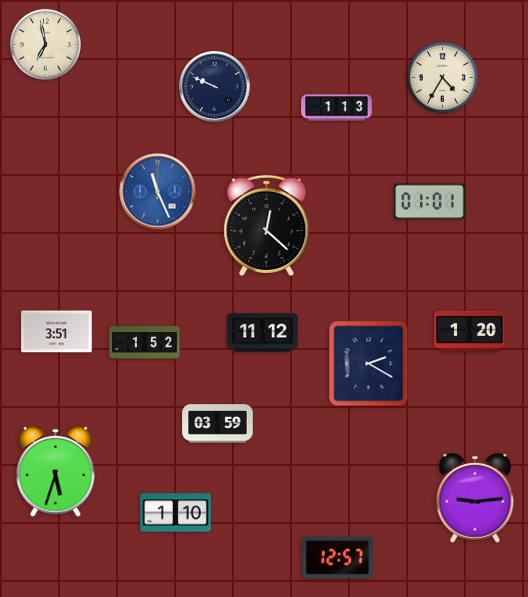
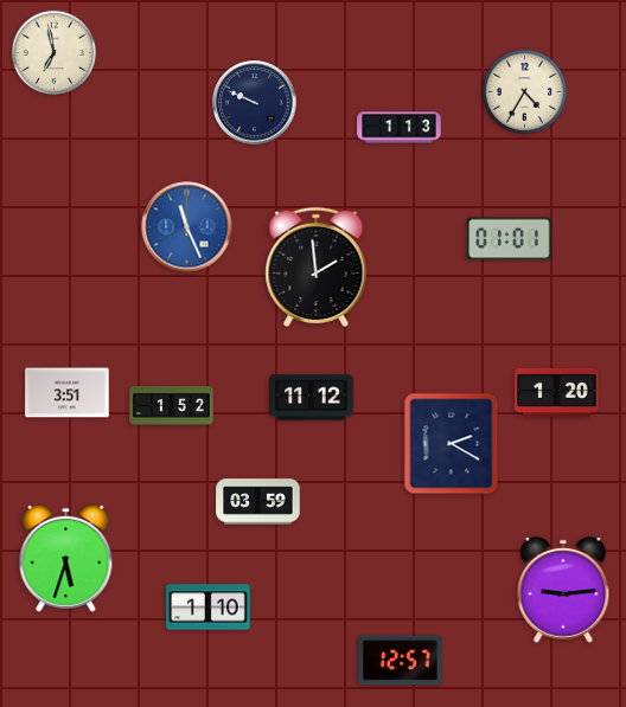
clock at (267, 225): 12:22 -> 1:59
clock at (263, 333) position: (263, 333) -> (312, 398)
clock at (369, 364) position: (369, 364) -> (452, 444)
